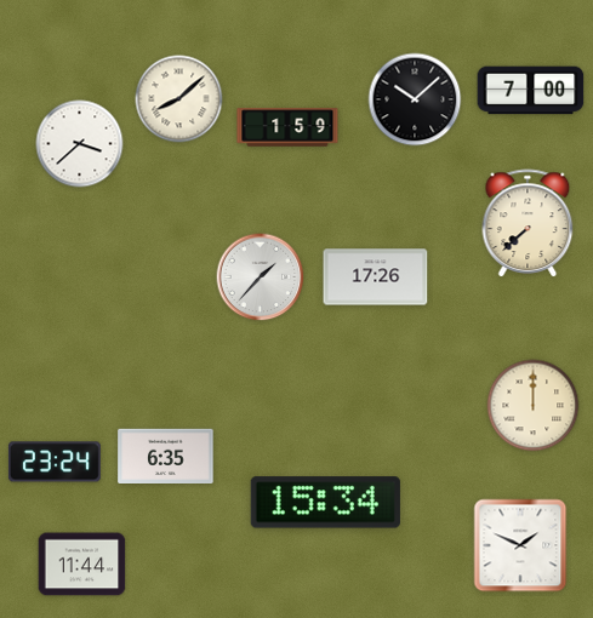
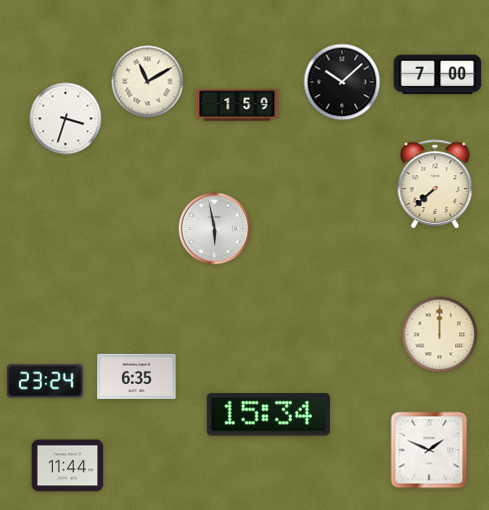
clock at (179, 99): 8:08 -> 11:10
clock at (80, 144): 3:38 -> 3:33
clock at (261, 277): 1:37 -> 5:58
clock at (376, 277): 17:26 -> none
